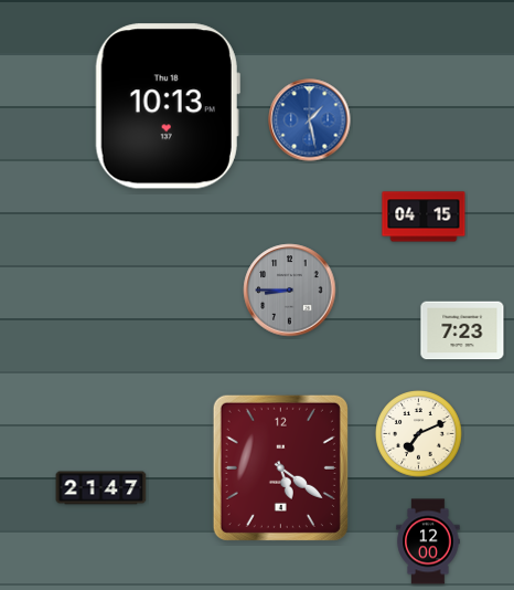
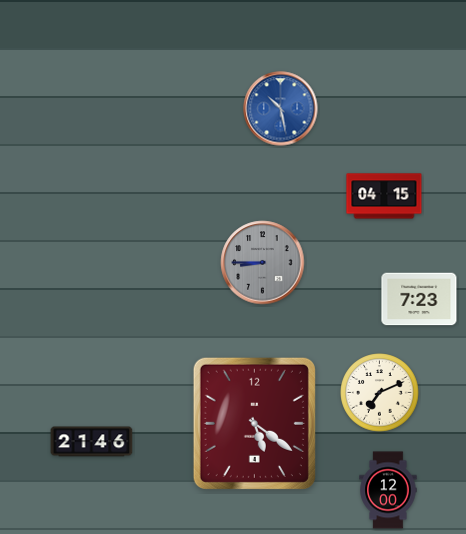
clock at (168, 106): 10:13 -> none
clock at (310, 120): 1:28 -> 10:28
clock at (101, 488): 21:47 -> 21:46
